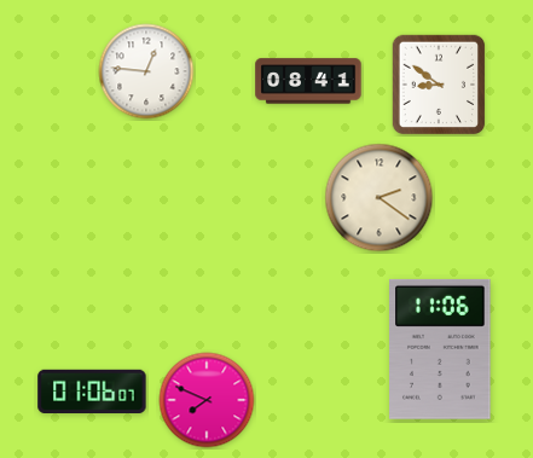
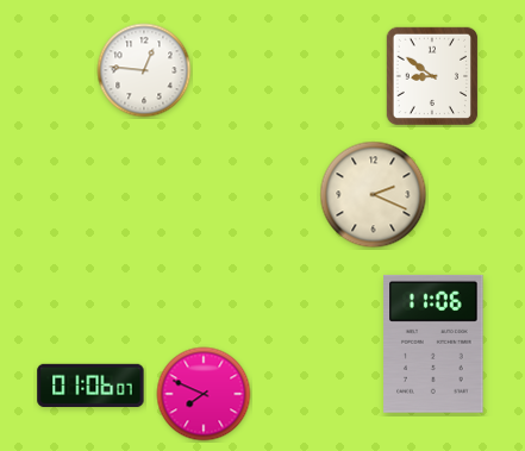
clock at (308, 81): 08:41 -> none
clock at (439, 85) position: (439, 85) -> (432, 76)
clock at (380, 198): 2:21 -> 2:19
